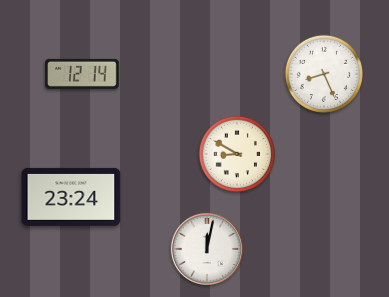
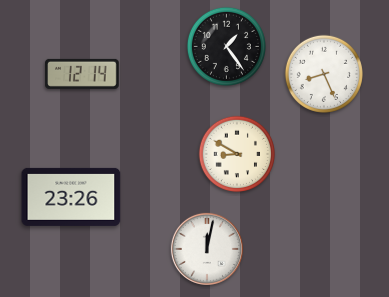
clock at (226, 46): none -> 1:24
clock at (71, 197): 23:24 -> 23:26
